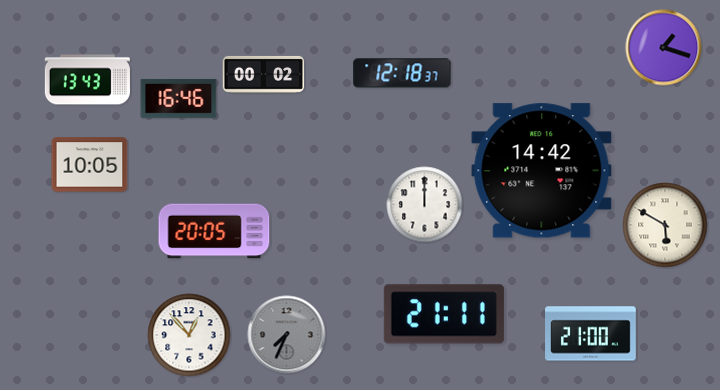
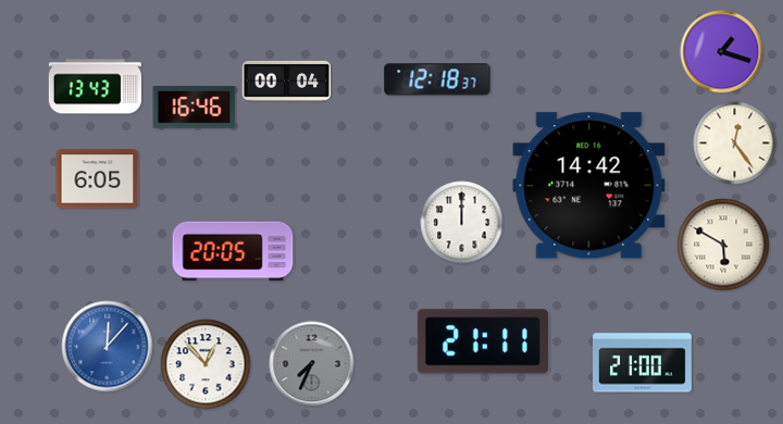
clock at (264, 74): 00:02 -> 00:04
clock at (735, 144): none -> 12:24
clock at (90, 165): 10:05 -> 6:05
clock at (108, 347): none -> 12:07
